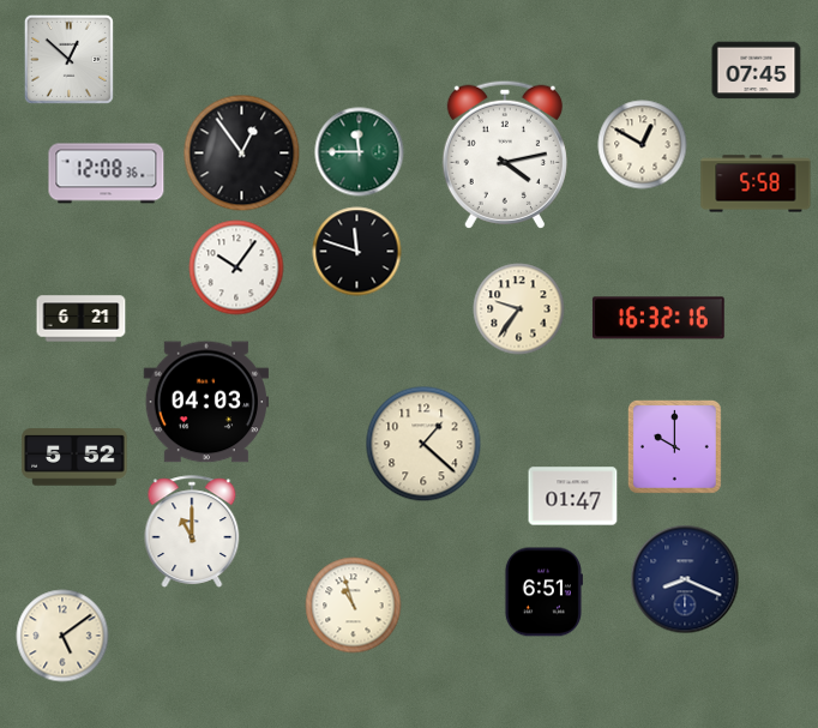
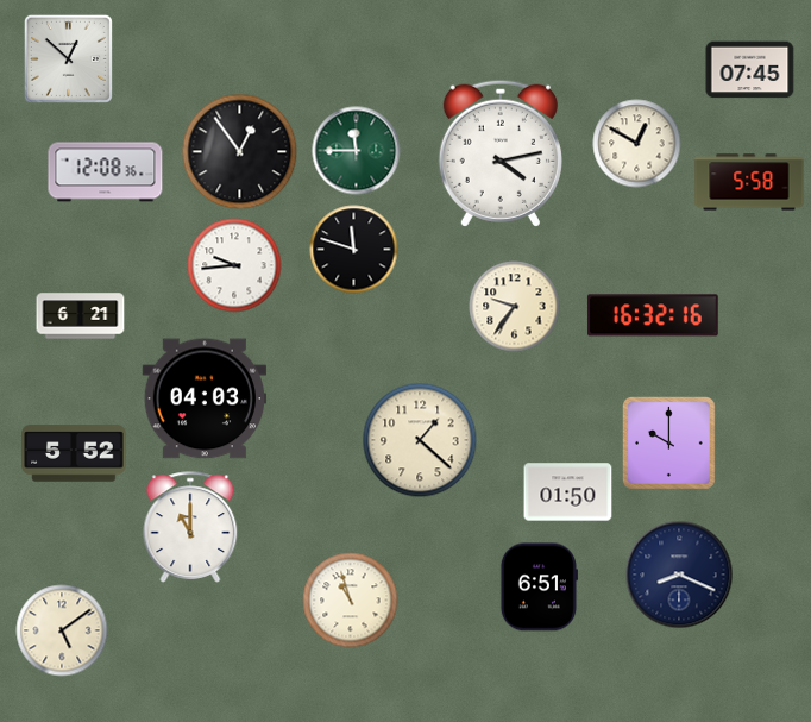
clock at (236, 267): 10:06 -> 9:44
clock at (573, 497): 01:47 -> 01:50
